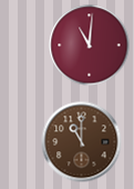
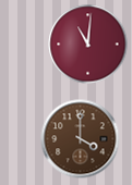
clock at (82, 142): 11:00 -> 4:00
